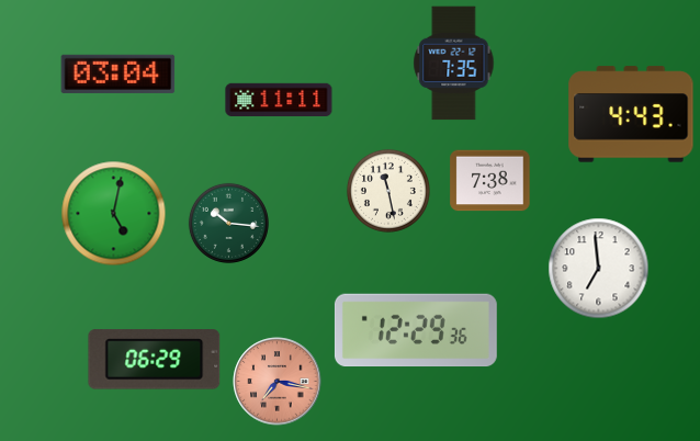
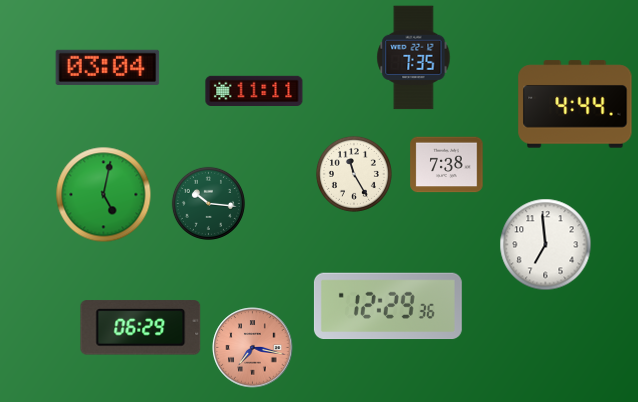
clock at (631, 114): 4:43 -> 4:44
clock at (388, 191): 11:28 -> 11:25
clock at (416, 330) position: (416, 330) -> (388, 306)
